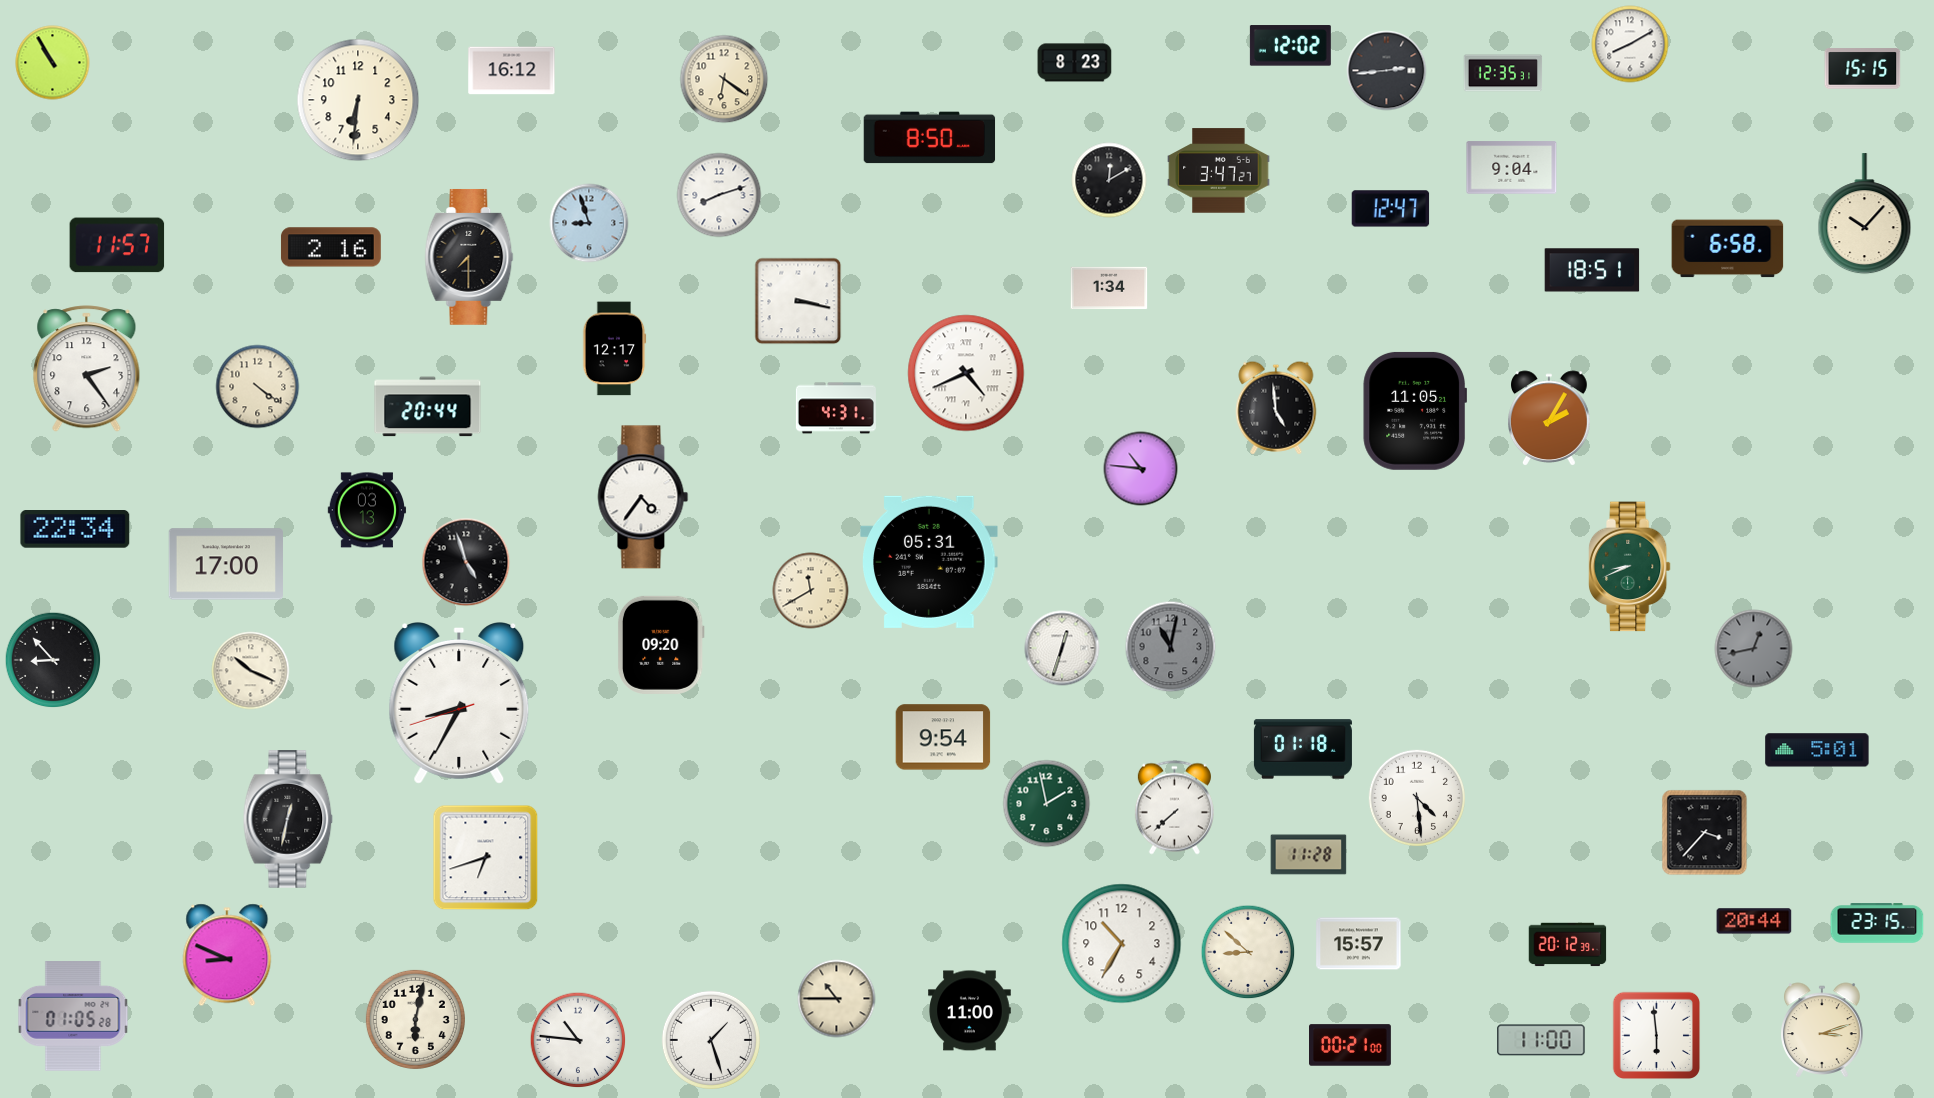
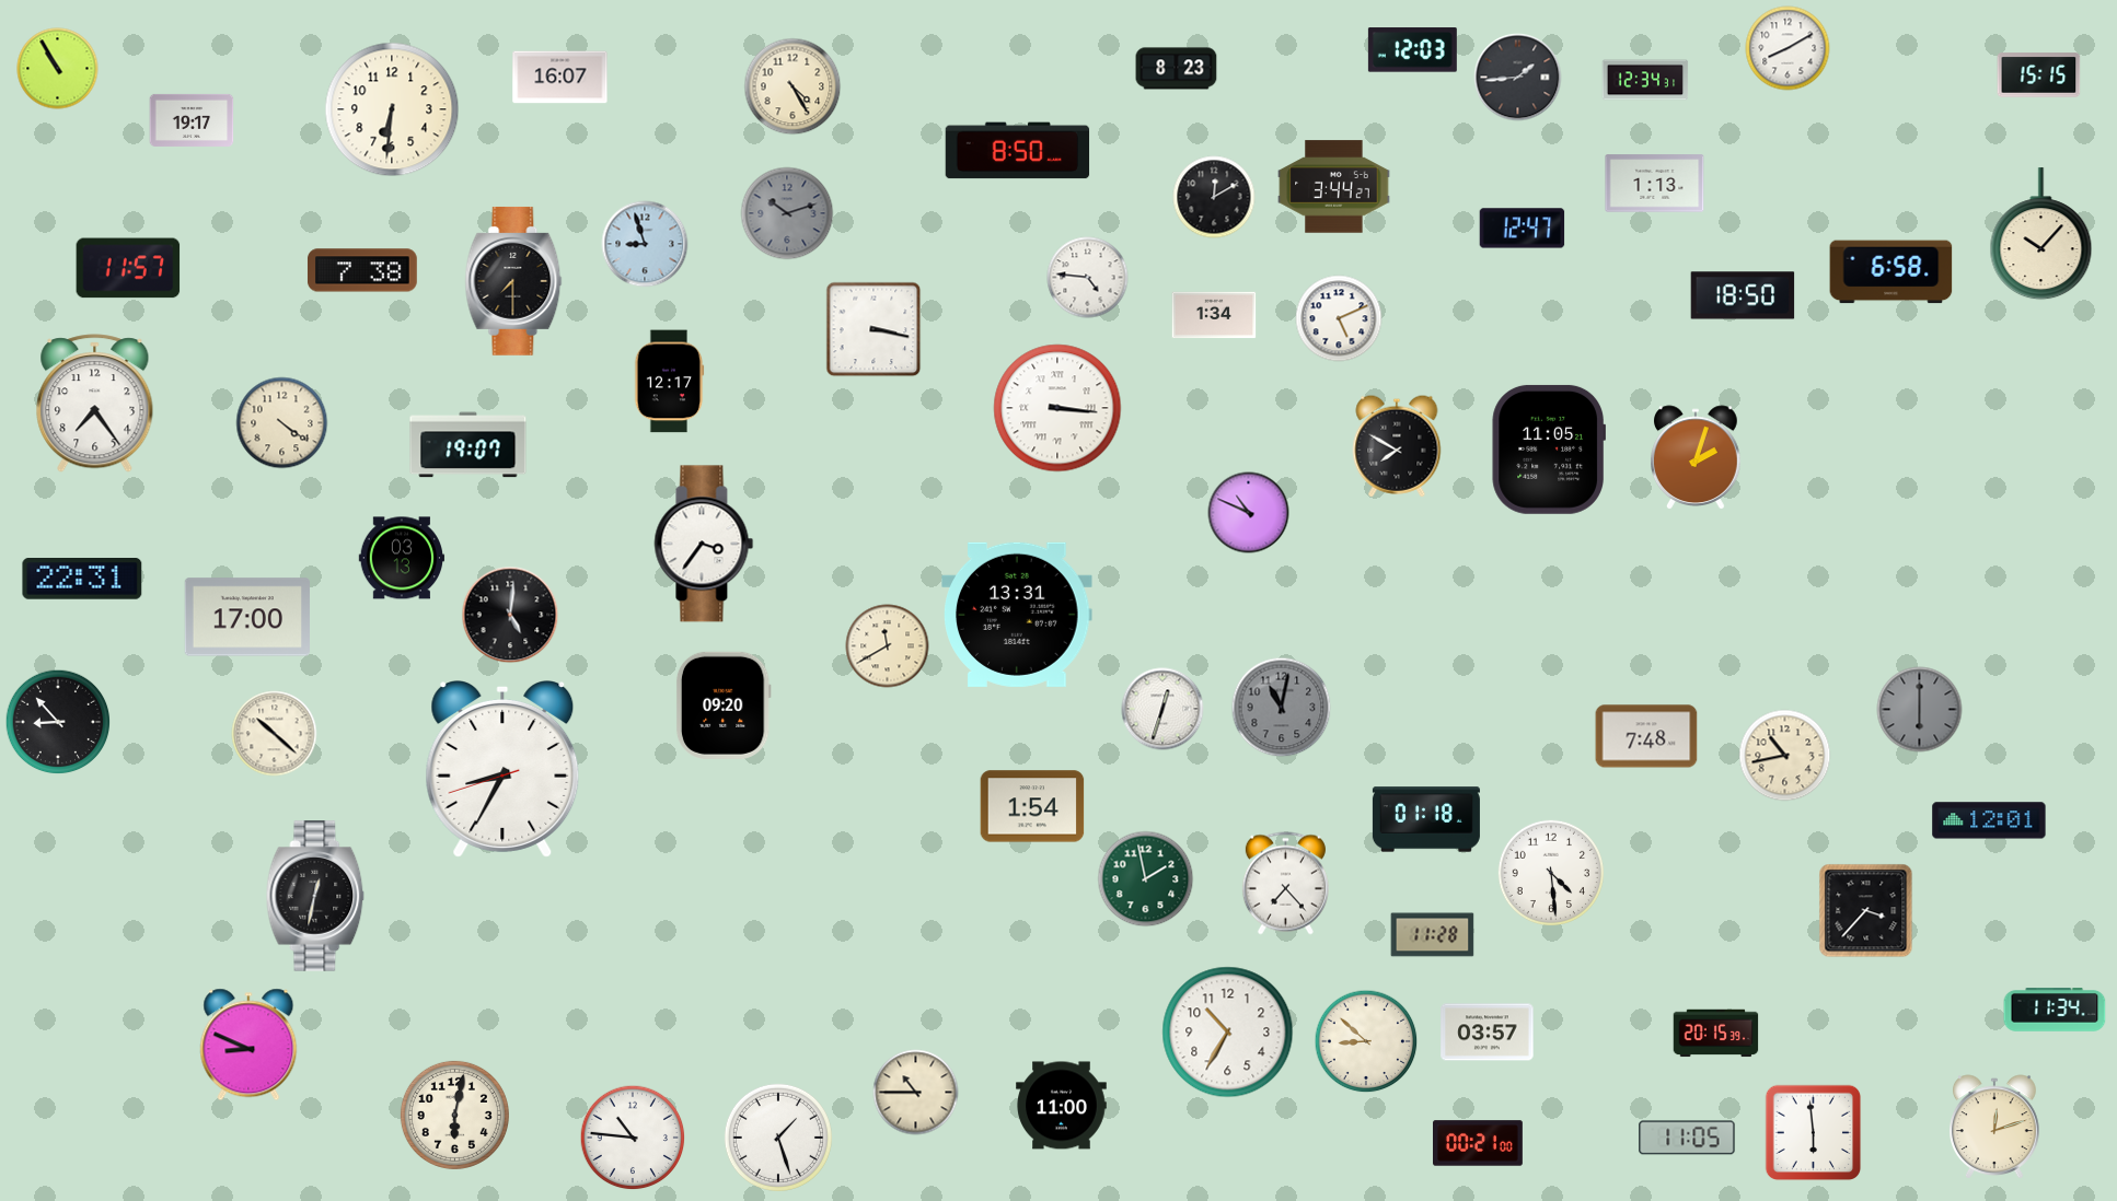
clock at (1630, 44) position: (1630, 44) -> (1788, 48)
clock at (1290, 46): 12:02 -> 12:03
clock at (512, 71): 16:12 -> 16:07
clock at (1387, 71): 2:44 -> 1:44
clock at (1503, 73): 12:35 -> 12:34
clock at (724, 79): 6:21 -> 4:25
clock at (192, 120): none -> 19:17
clock at (1512, 168): 9:04 -> 1:13
clock at (1219, 171): 3:47 -> 3:44
clock at (719, 195): 8:12 -> 10:12
clock at (719, 195) dial: white -> grey
clock at (331, 247): 2:16 -> 7:38
clock at (1088, 278): none -> 4:46
clock at (1592, 270): 18:51 -> 18:50
clock at (1339, 318): none -> 5:11
clock at (614, 349) position: (614, 349) -> (669, 382)
clock at (87, 369): 2:24 -> 7:24
clock at (966, 373): 4:41 -> 3:16
clock at (428, 407): 20:44 -> 19:07
clock at (836, 408): 4:31 -> none
clock at (1276, 408): 4:59 -> 7:50
clock at (1550, 418): 2:05 -> 2:03
clock at (1141, 469): 10:46 -> 10:49
clock at (643, 497): 4:36 -> 3:36
clock at (75, 529): 22:34 -> 22:31
clock at (466, 562): 4:57 -> 5:01
clock at (929, 562): 05:31 -> 13:31
clock at (1629, 567): 8:41 -> none
clock at (1754, 649): 12:43 -> 6:00
clock at (251, 671): 10:19 -> 10:22
clock at (1646, 736): none -> 7:48
clock at (1785, 756): none -> 10:43
clock at (943, 737): 9:54 -> 1:54
clock at (1817, 750): 5:01 -> 12:01
clock at (1174, 808): 7:38 -> 7:23
clock at (486, 858): 6:42 -> none
clock at (1754, 921): 20:44 -> none
clock at (1877, 923): 23:15 -> 11:34
clock at (1359, 944): 15:57 -> 03:57
clock at (1568, 945): 20:12 -> 20:15
clock at (73, 1016): 01:05 -> none
clock at (1823, 1030): 3:12 -> 12:12
clock at (1541, 1040): 11:00 -> 11:05
